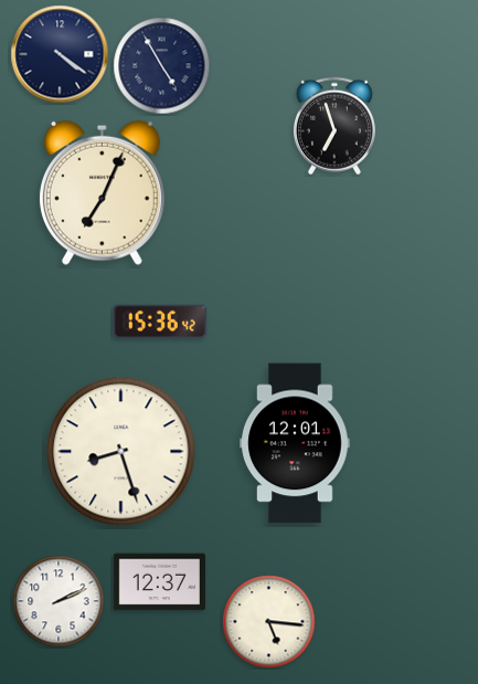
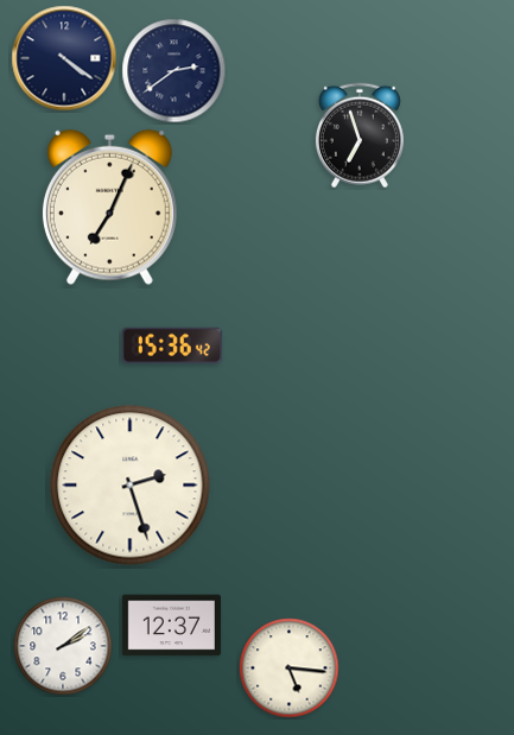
clock at (162, 66): 4:55 -> 2:39
clock at (295, 443): 12:01 -> none
clock at (121, 452): 8:27 -> 2:27
clock at (59, 601): 2:11 -> 2:09
